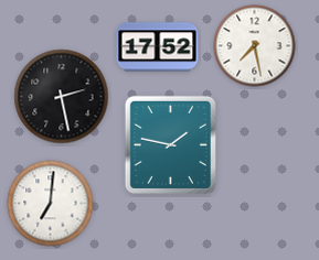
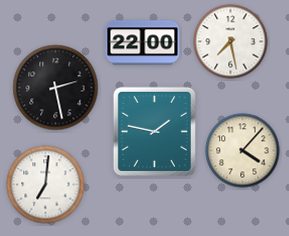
clock at (158, 47): 17:52 -> 22:00
clock at (243, 151): none -> 4:07
